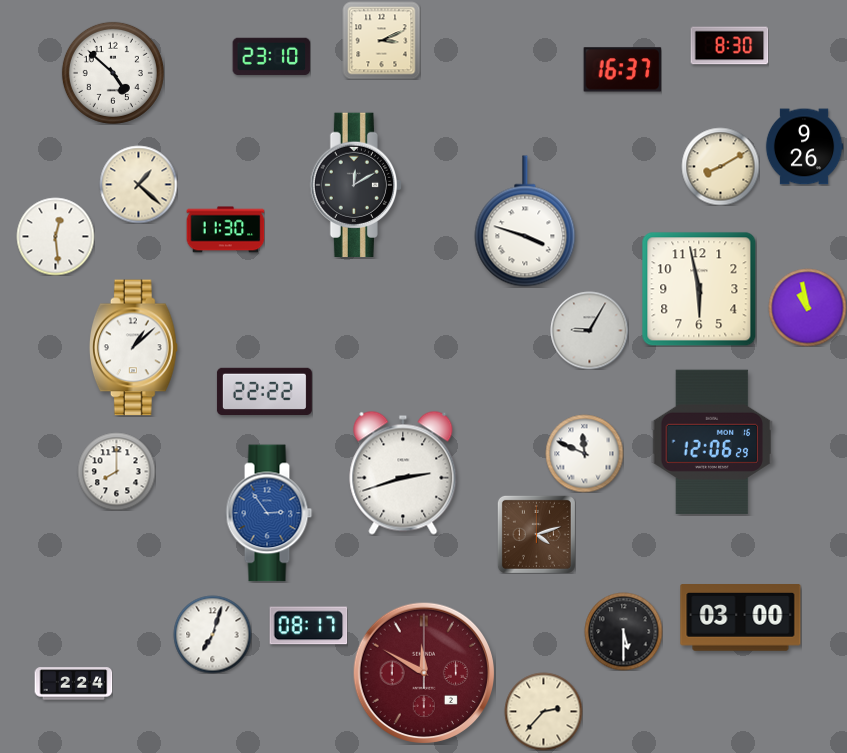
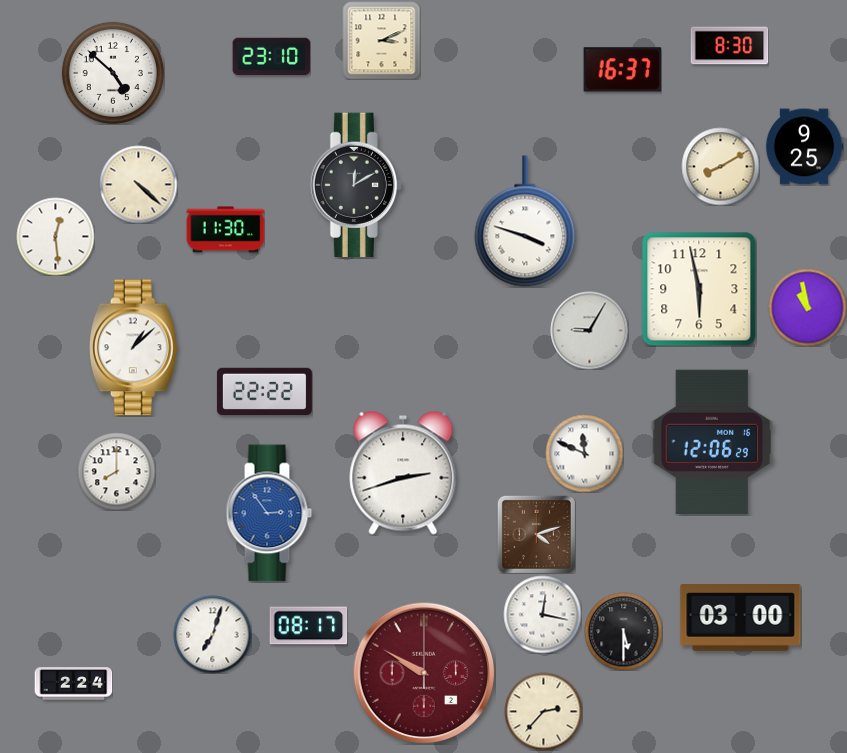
clock at (804, 147): 9:26 -> 9:25
clock at (138, 184): 1:22 -> 4:22
clock at (542, 614): none -> 12:17
clock at (423, 672): 11:50 -> 9:50
